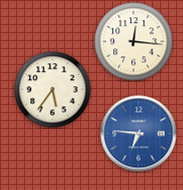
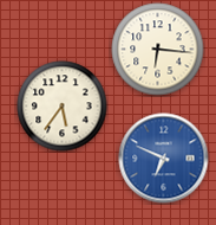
clock at (134, 42): 12:16 -> 6:16
clock at (139, 134): 6:46 -> 6:49
